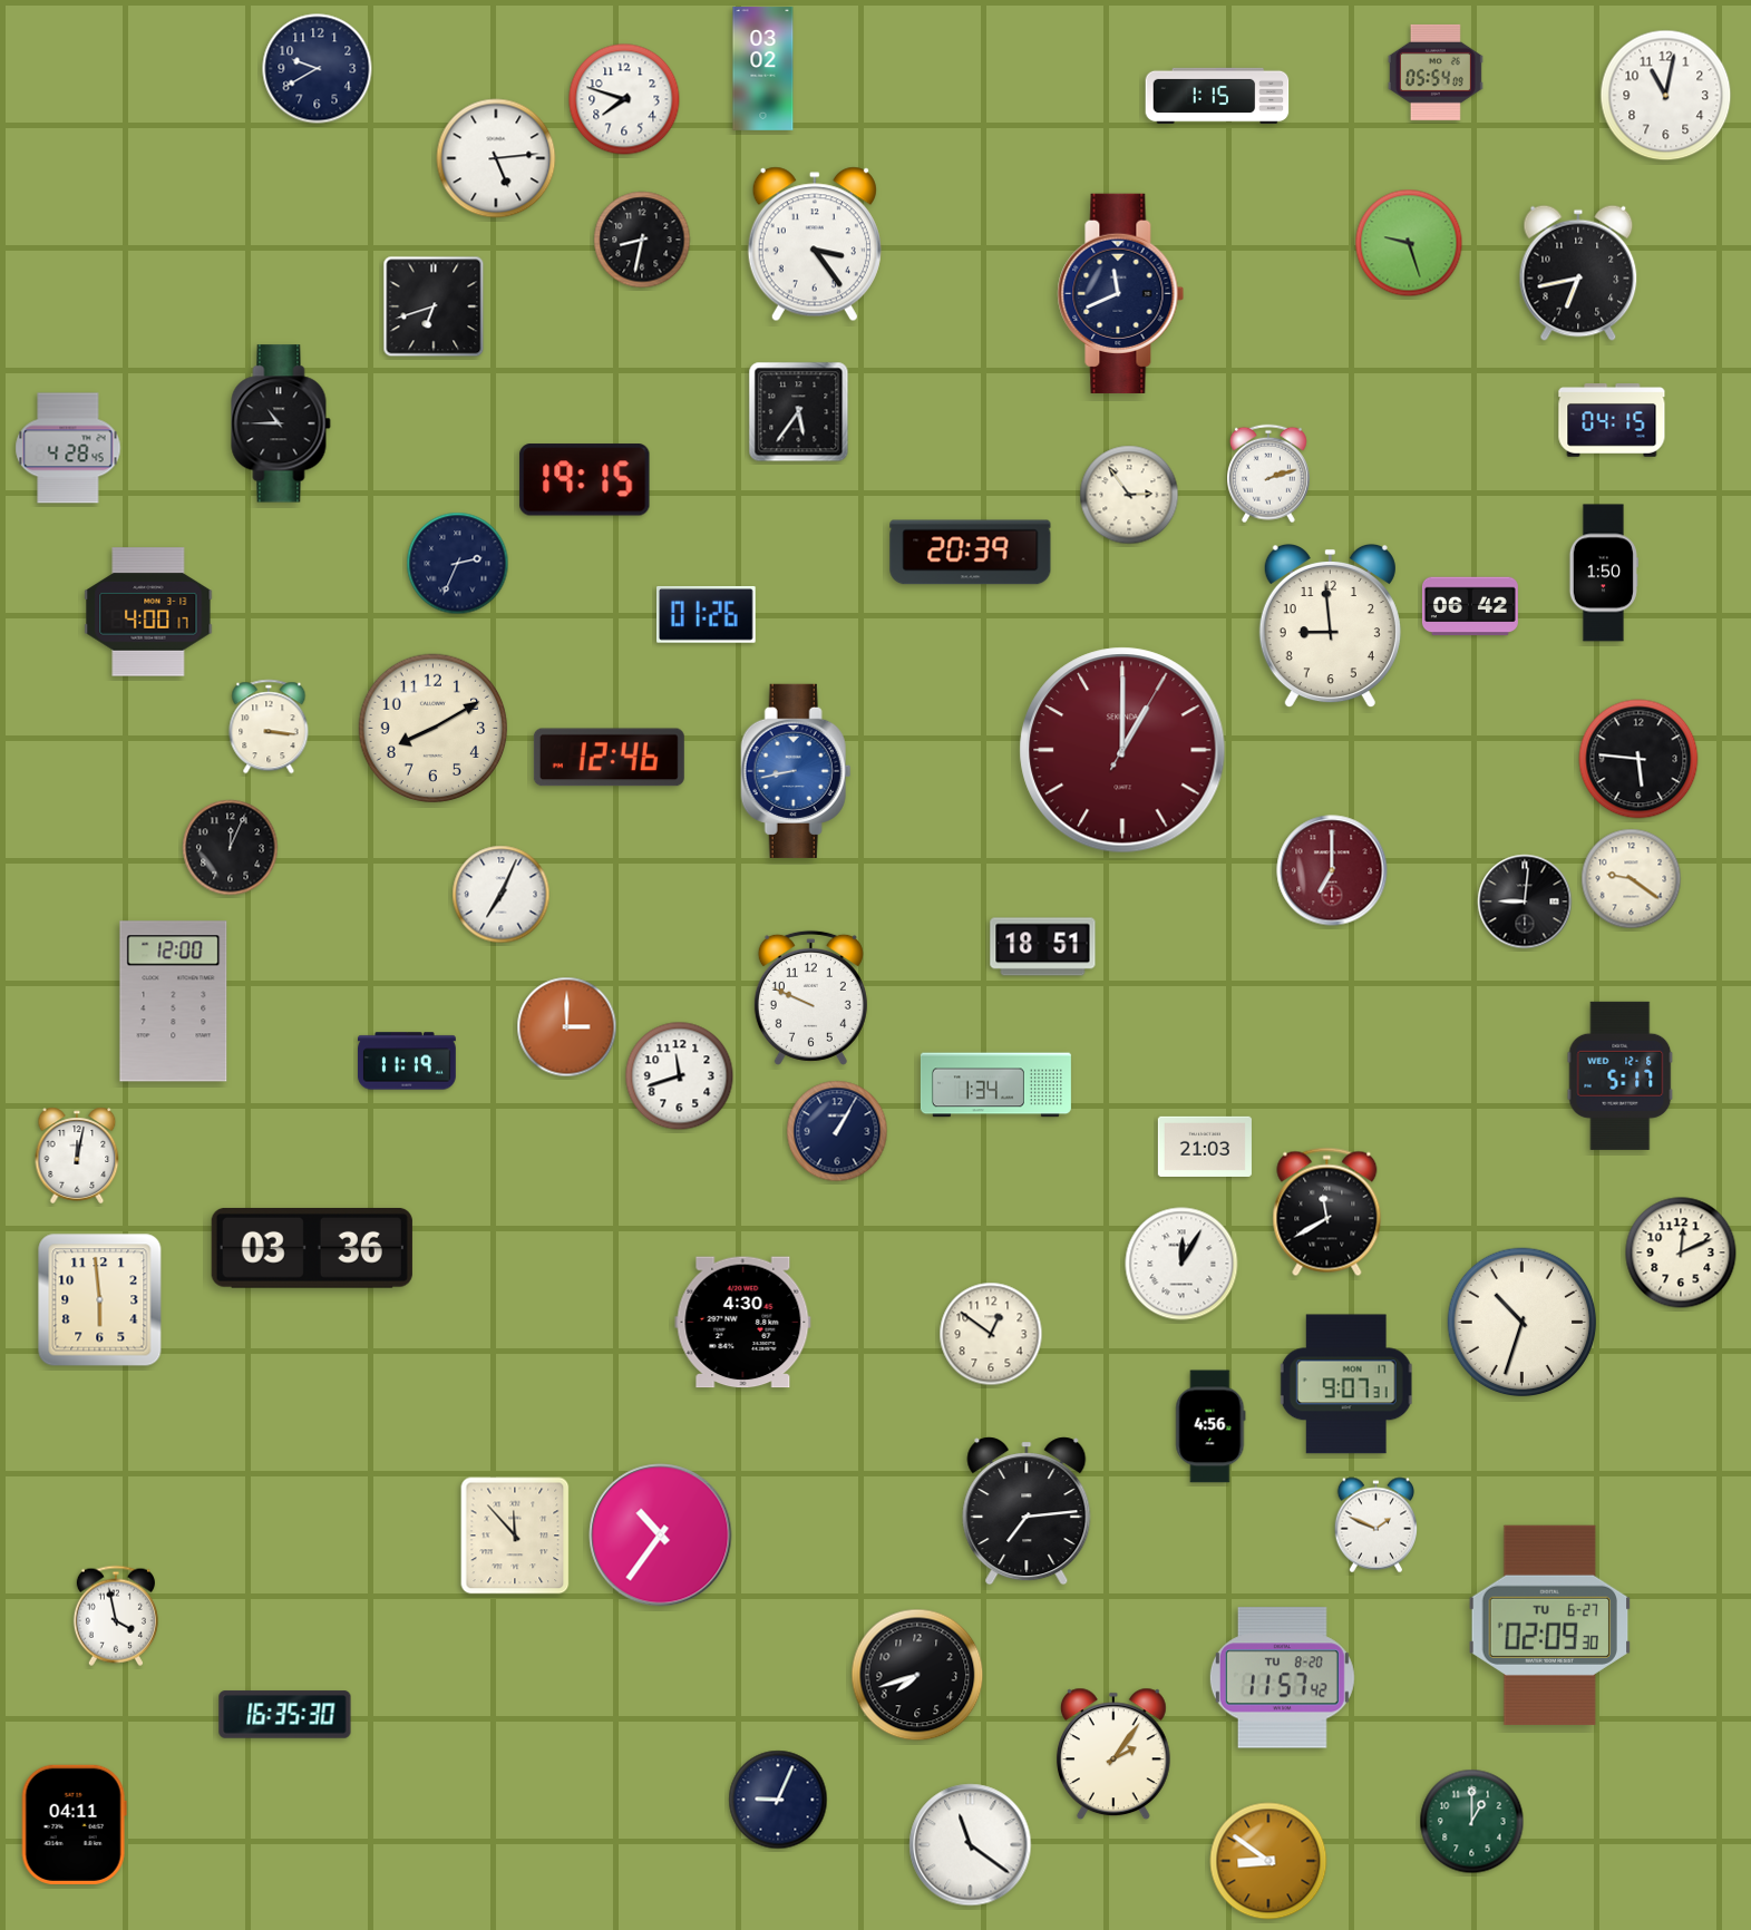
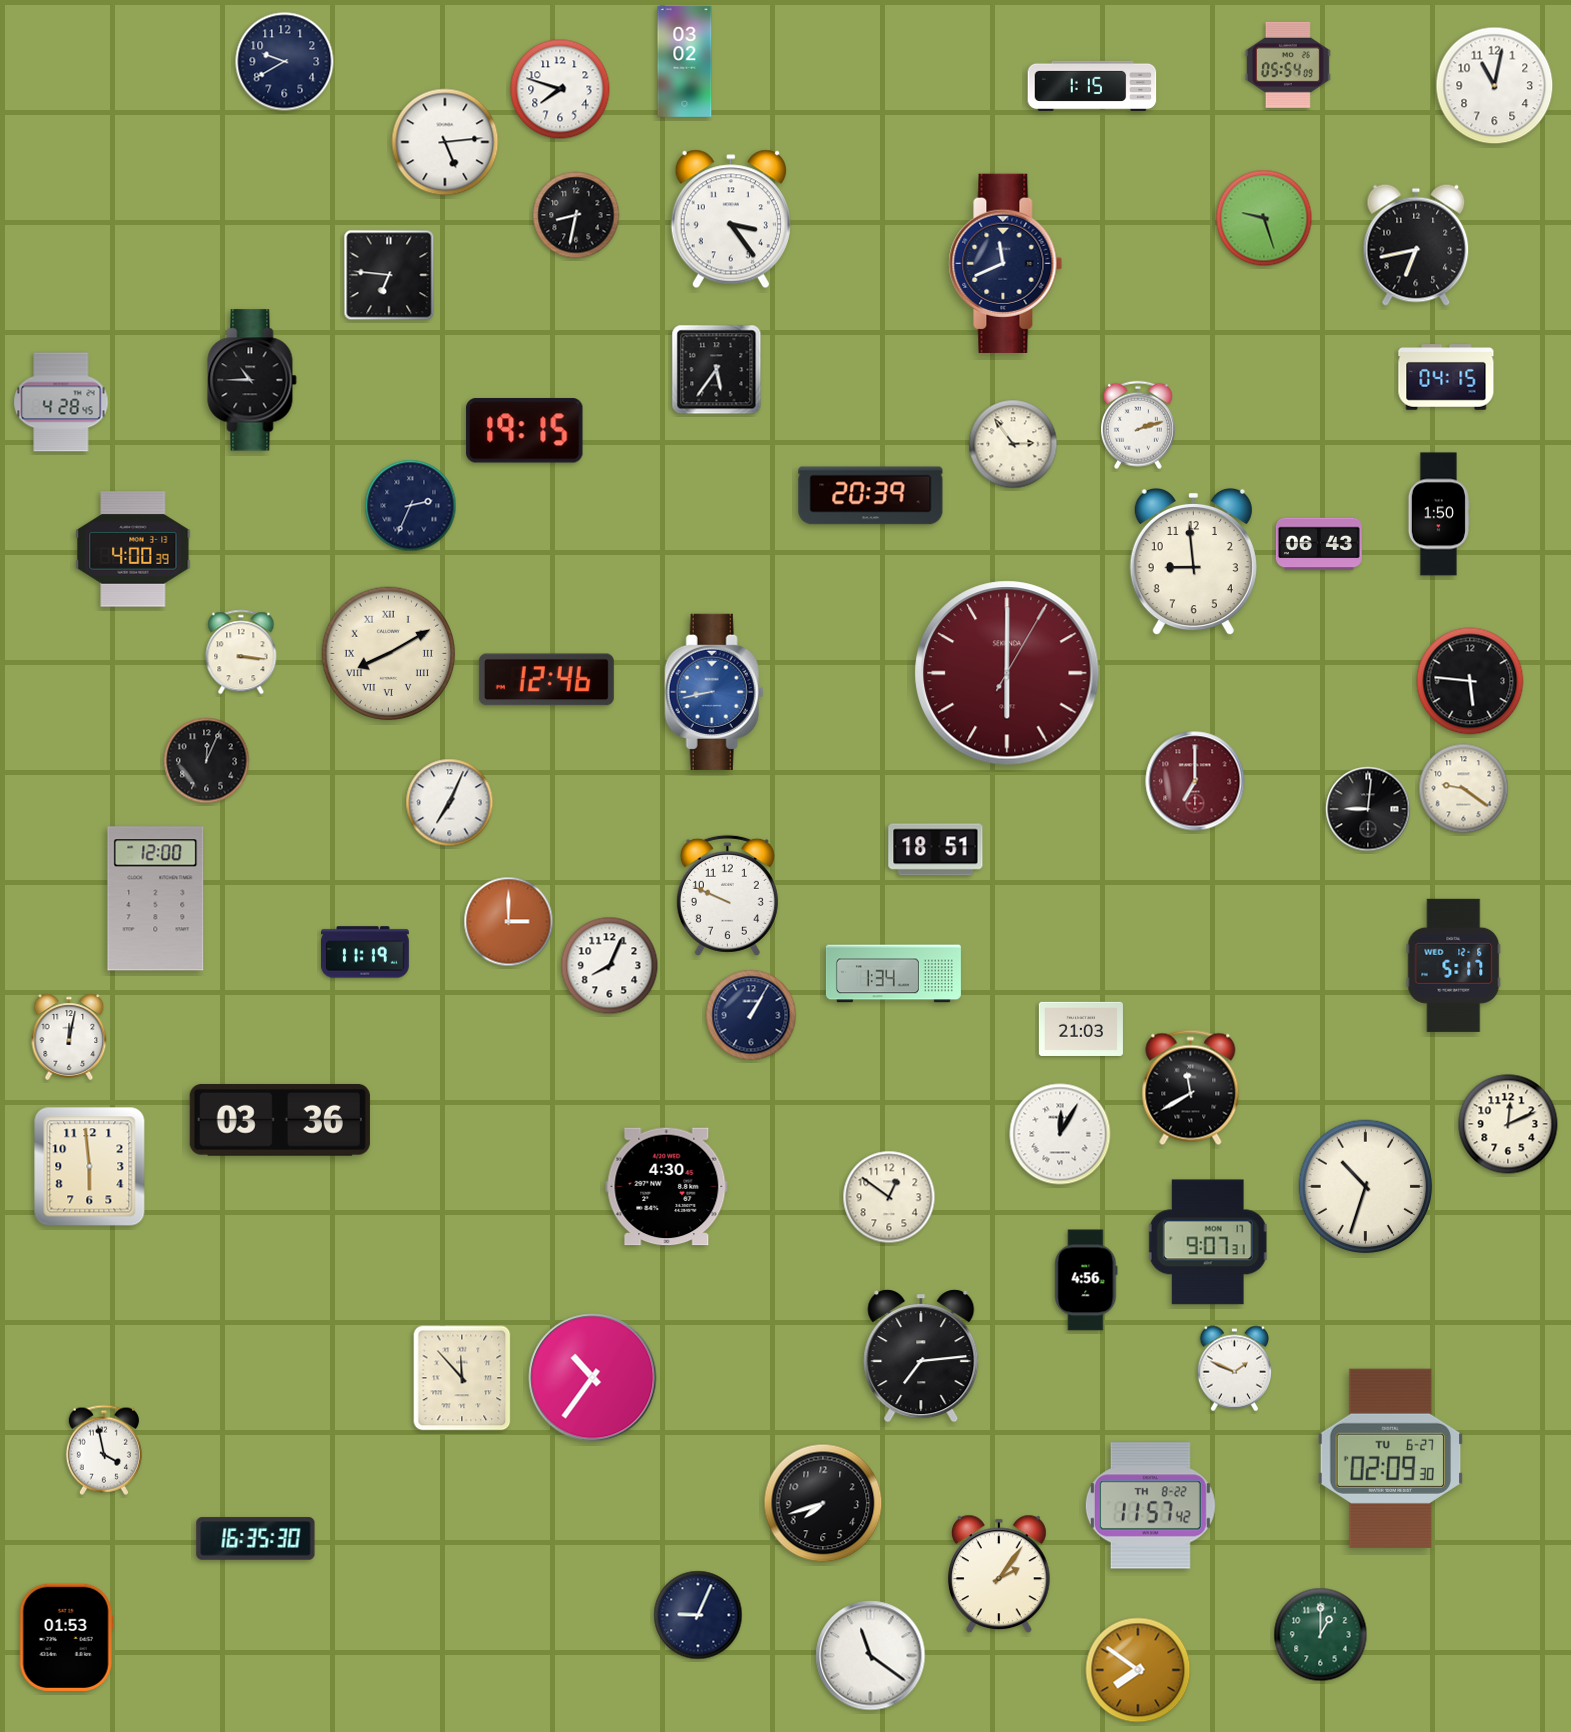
clock at (434, 306): 6:42 -> 6:46
clock at (1470, 606): 06:42 -> 06:43
clock at (148, 612): 4:00:17 -> 4:00:39
clock at (707, 615): 01:26 -> none
clock at (434, 729) numerals: Arabic -> Roman
clock at (1122, 750): 1:00 -> 6:00
clock at (680, 1076): 11:42 -> 8:04
clock at (1282, 1678) date: TU 8-20 -> TH 8-22
clock at (74, 1824): 04:11 -> 01:53
clock at (1268, 1861): 8:51 -> 7:51
